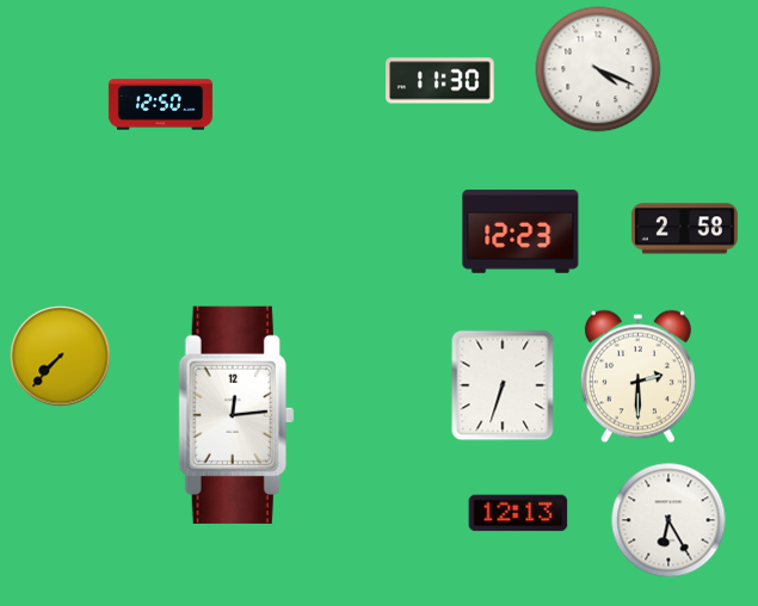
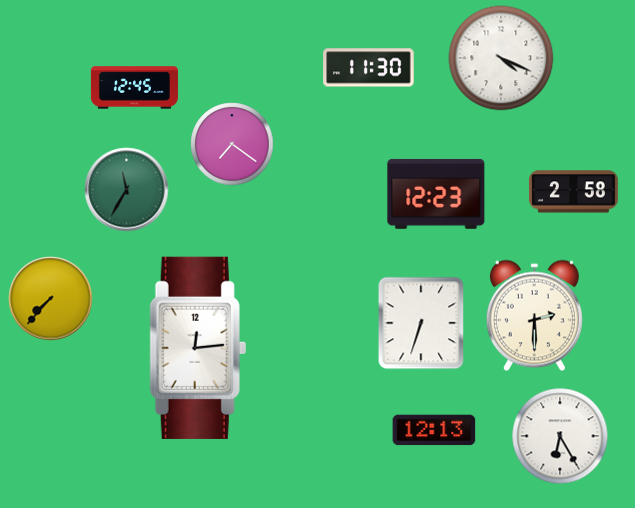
clock at (160, 105): 12:50 -> 12:45
clock at (232, 144): none -> 7:21
clock at (127, 190): none -> 11:35
